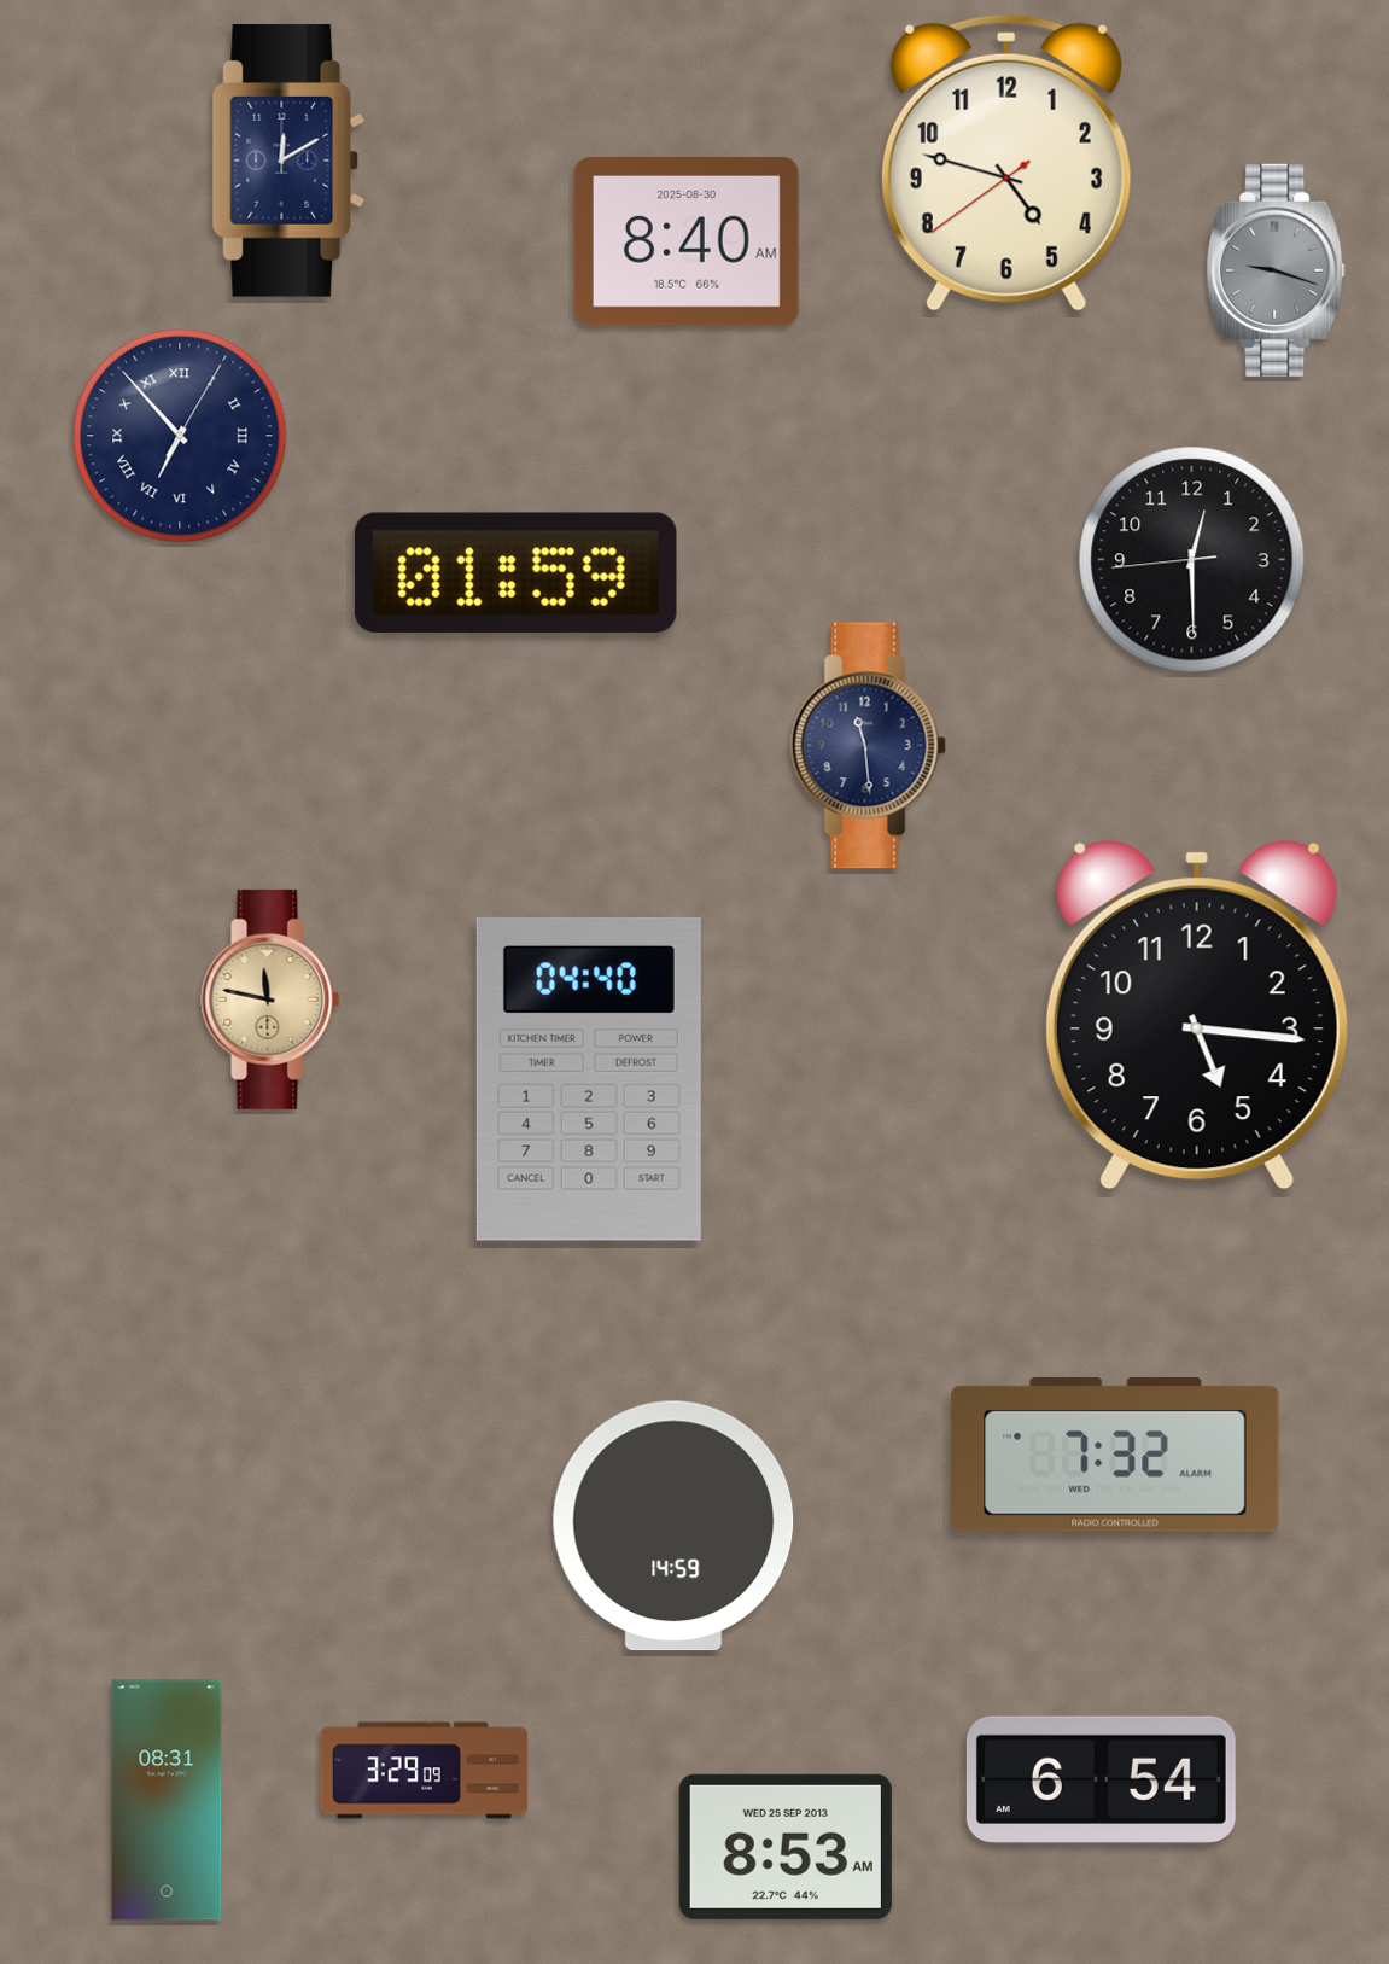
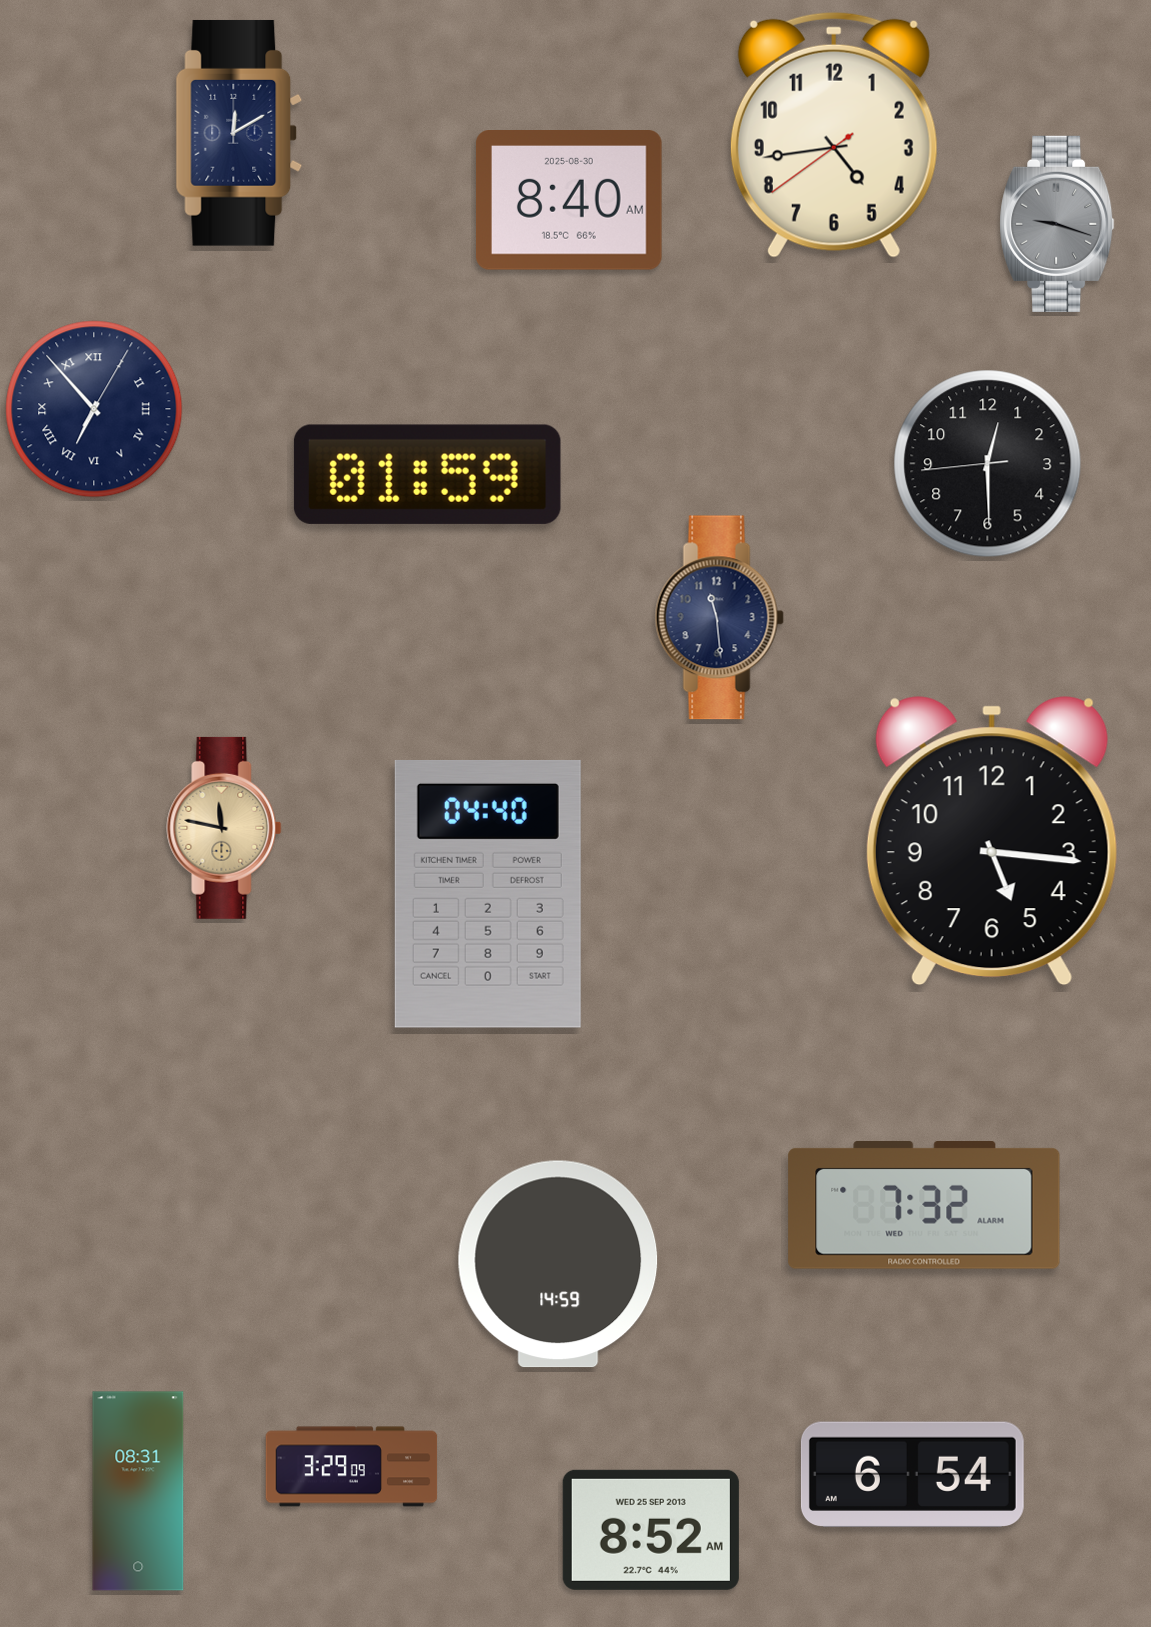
clock at (1006, 163): 4:47 -> 4:43
clock at (180, 436) position: (180, 436) -> (94, 409)
clock at (786, 1847): 8:53 -> 8:52
